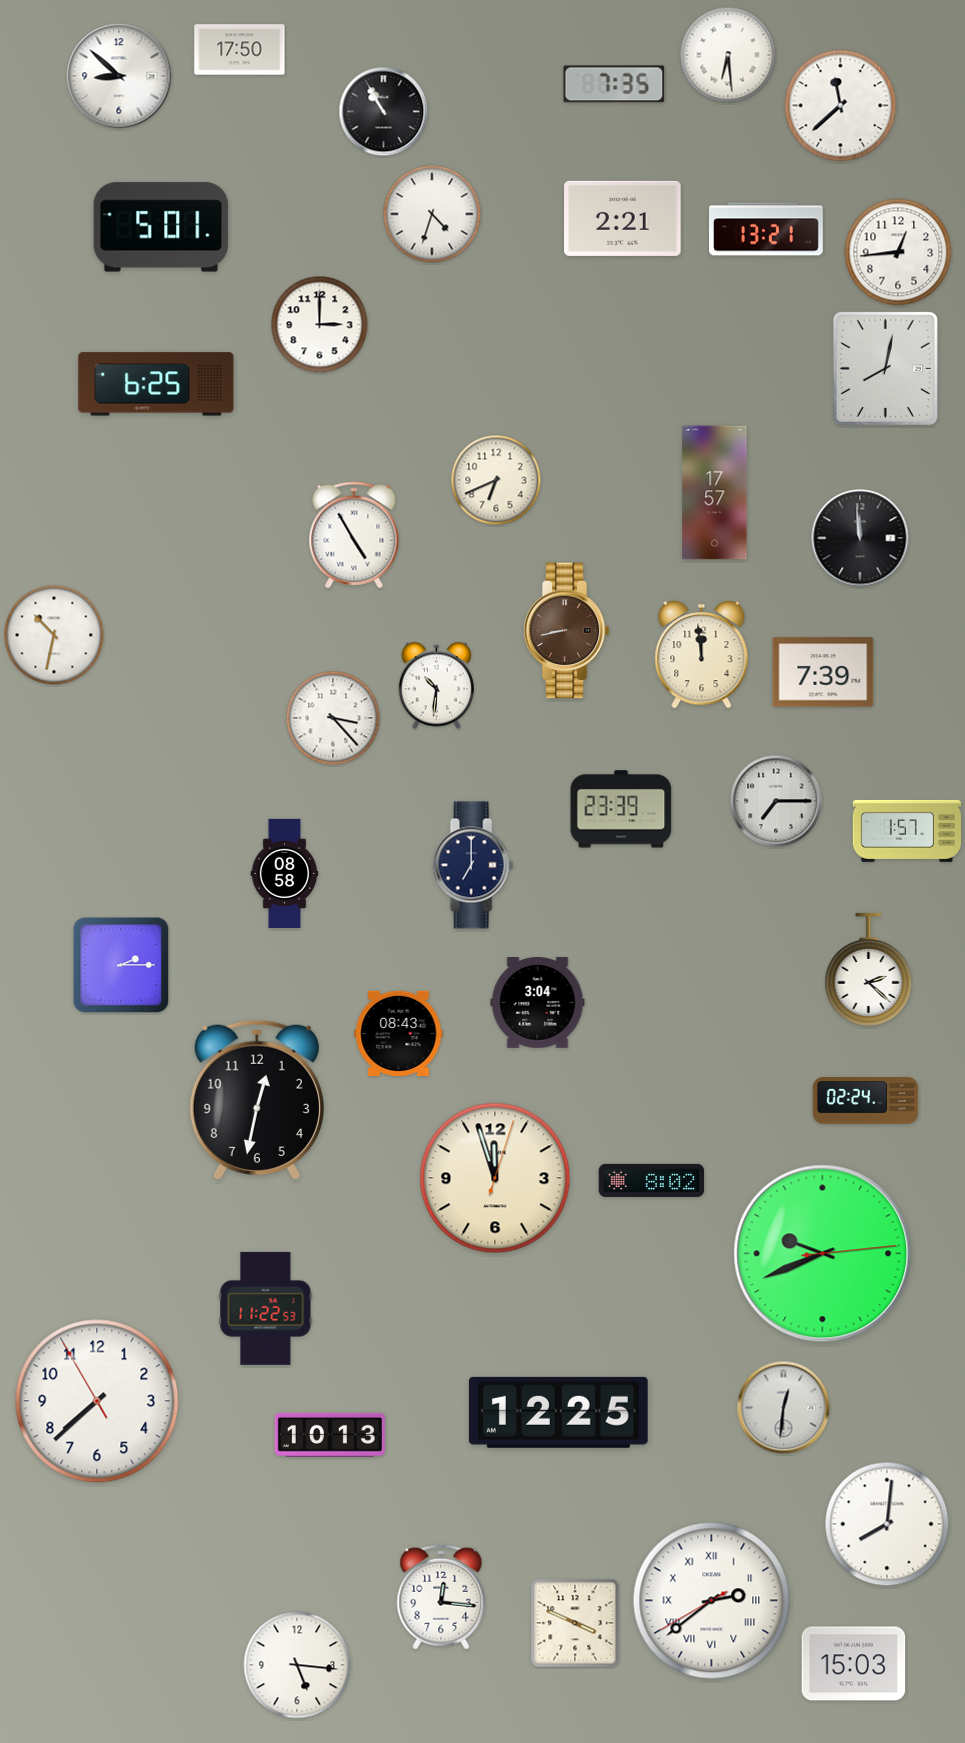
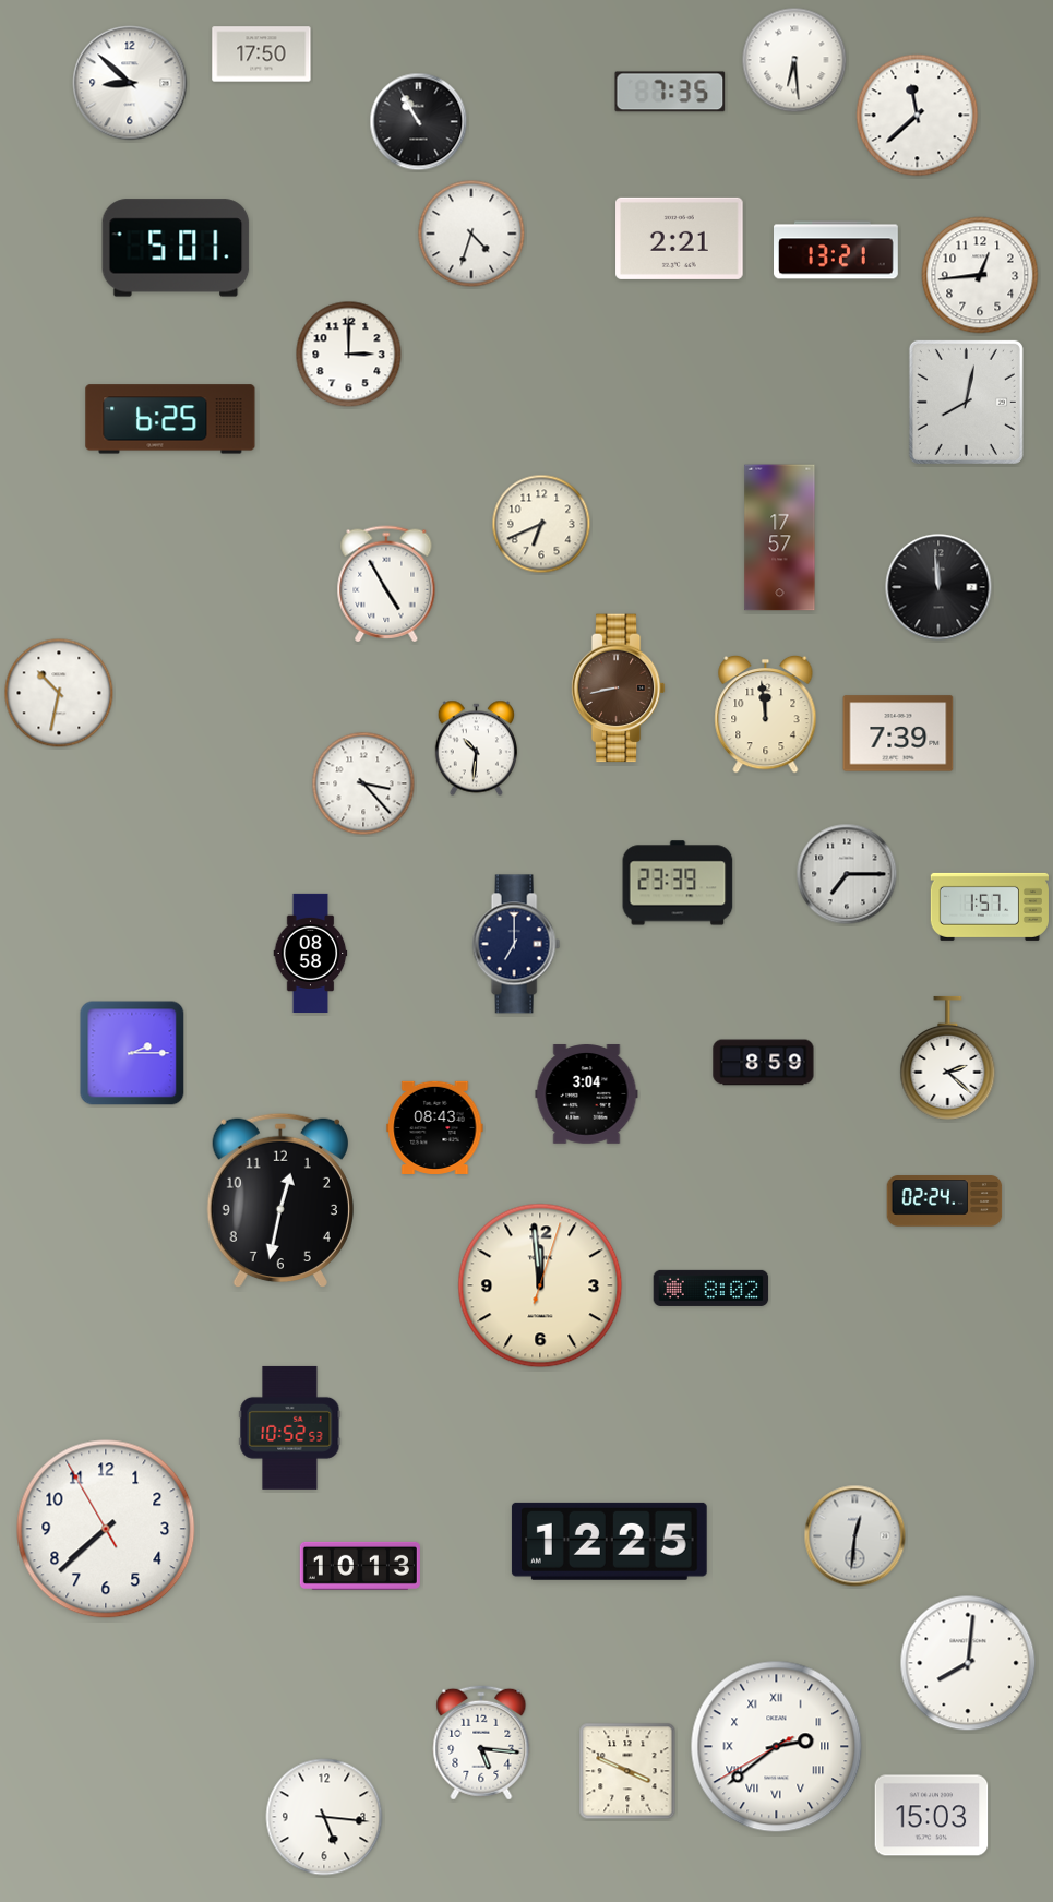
clock at (764, 1063): none -> 8:59
clock at (495, 1178): 11:57 -> 11:59
clock at (823, 1254): 9:41 -> none
clock at (266, 1308): 11:22 -> 10:52
clock at (441, 1597): 12:16 -> 5:16
